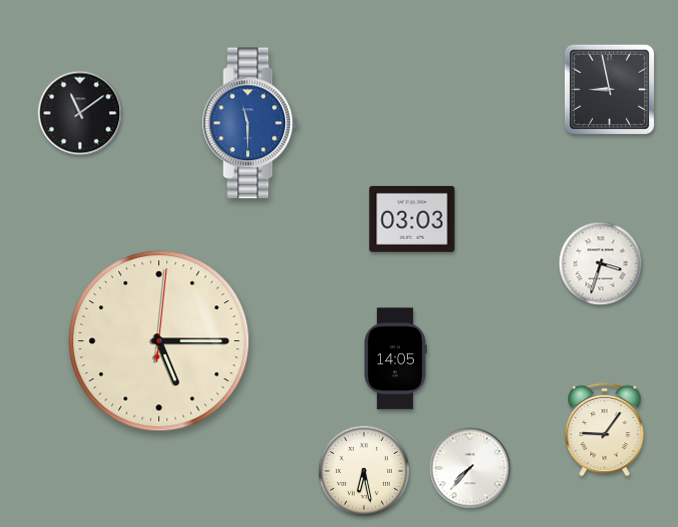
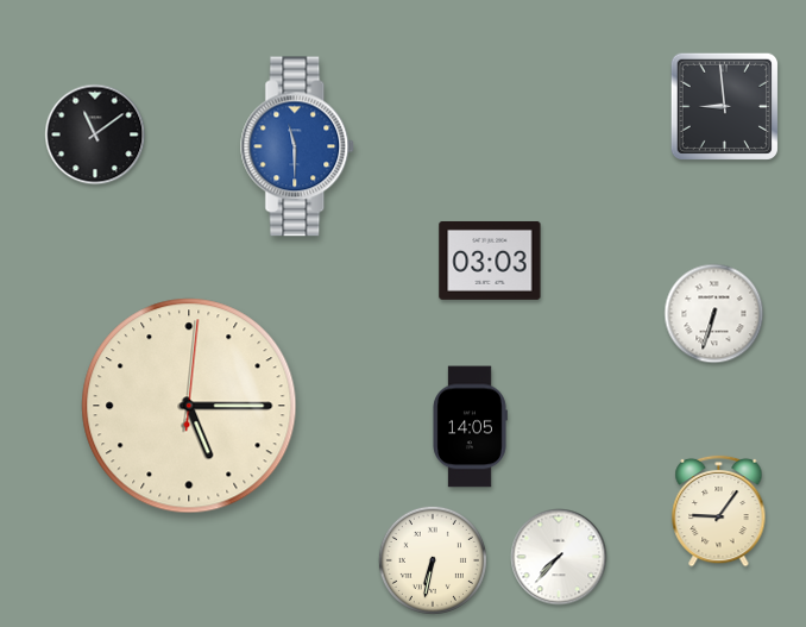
clock at (609, 89): 8:58 -> 8:59
clock at (601, 264): 3:33 -> 6:33
clock at (364, 471): 6:28 -> 6:32
